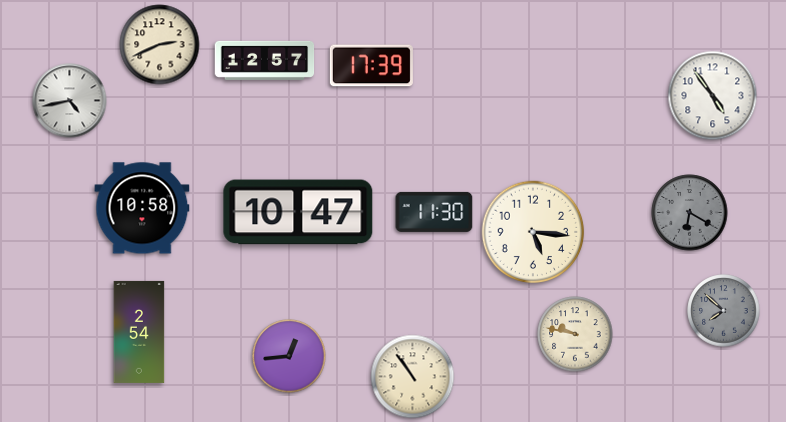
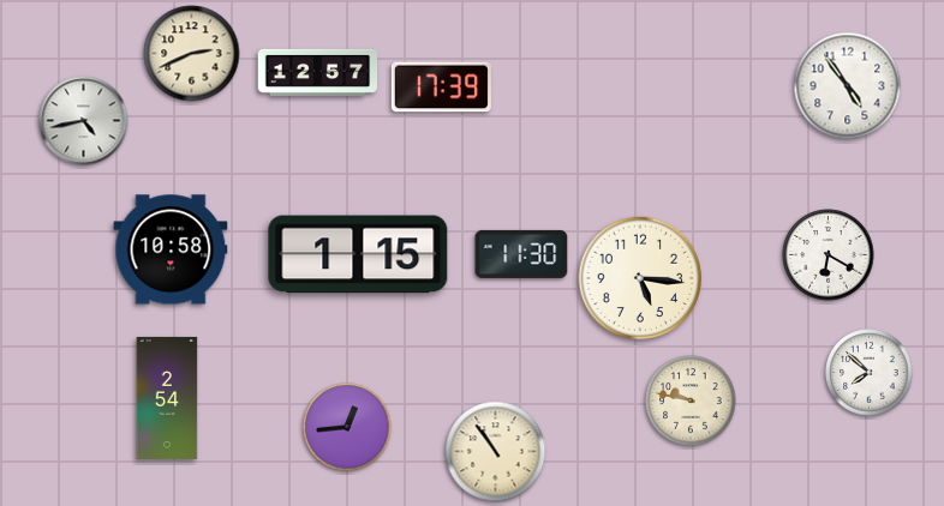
clock at (371, 66) position: (371, 66) -> (441, 88)
clock at (713, 96) position: (713, 96) -> (848, 86)
clock at (298, 212): 10:47 -> 1:15
clock at (690, 213) dial: grey -> white
clock at (724, 311) dial: grey -> white
